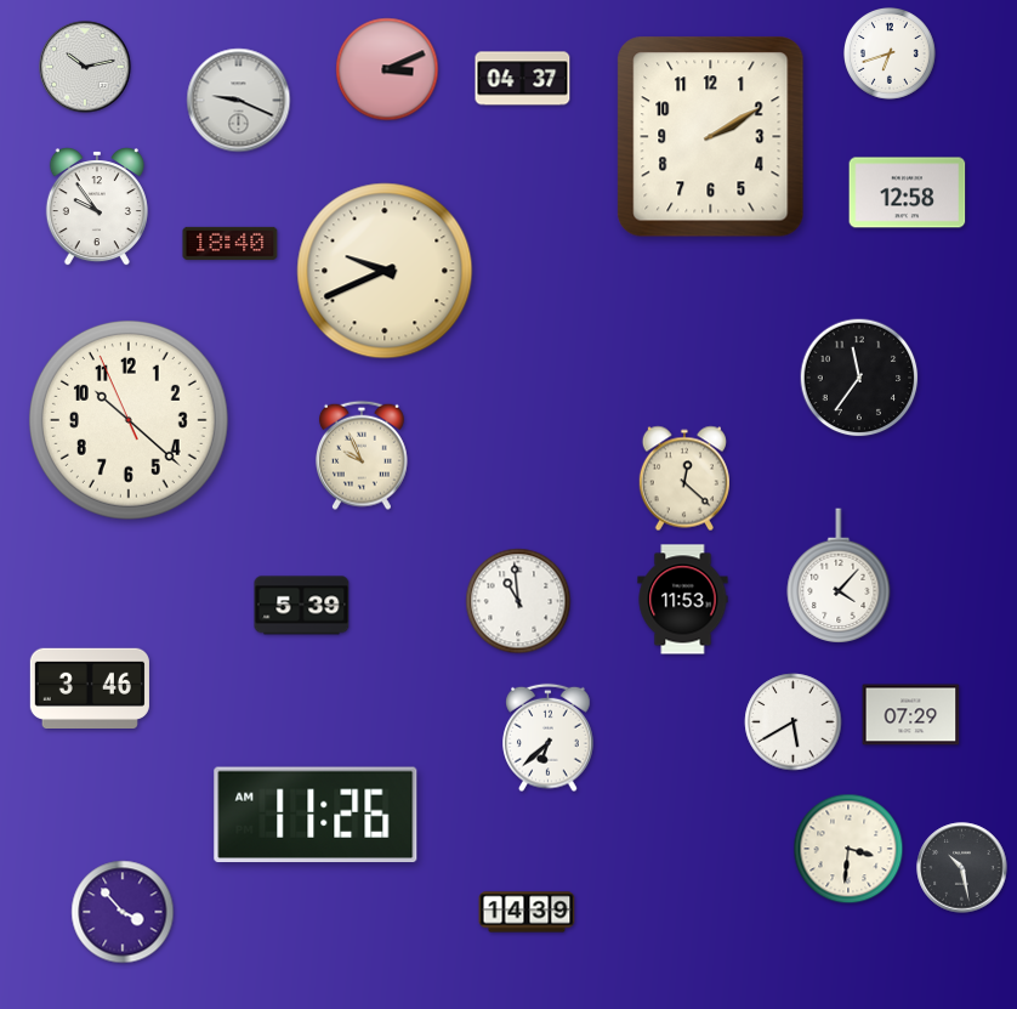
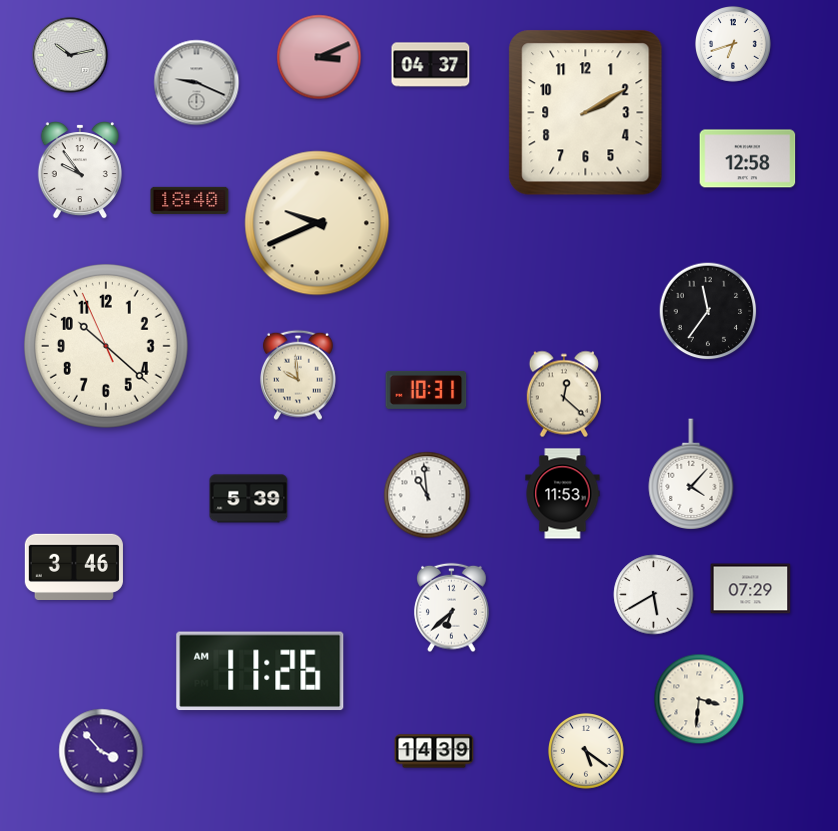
clock at (362, 455): 9:56 -> 9:59
clock at (426, 390): none -> 10:31
clock at (962, 868): 10:28 -> none
clock at (587, 752): none -> 5:21
